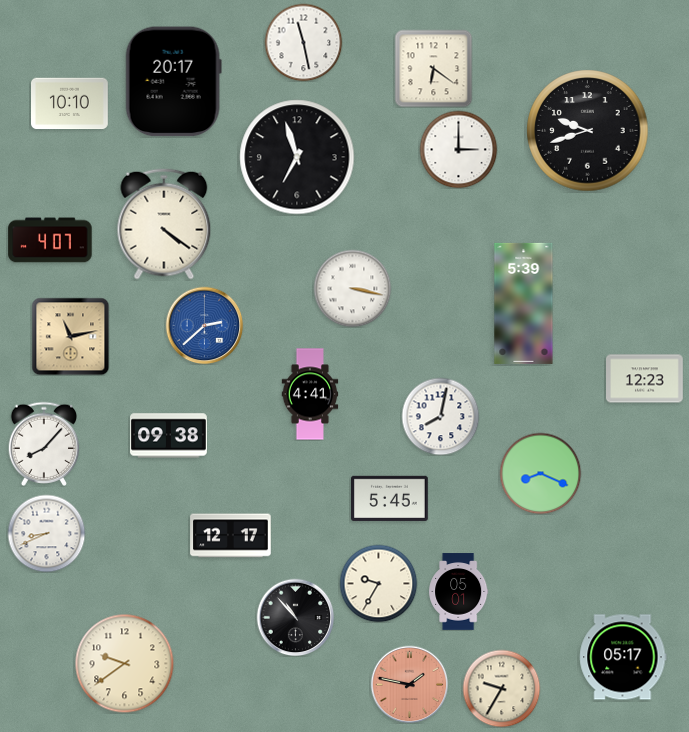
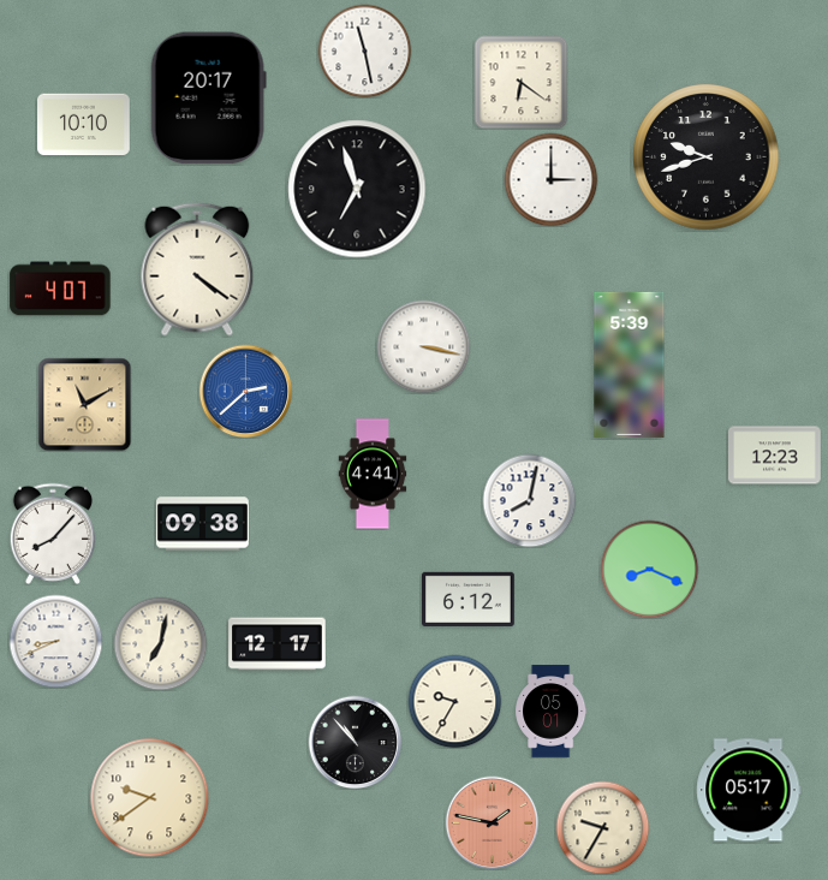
clock at (70, 336): 11:13 -> 11:10
clock at (390, 498): 5:45 -> 6:12
clock at (160, 643): none -> 7:02
